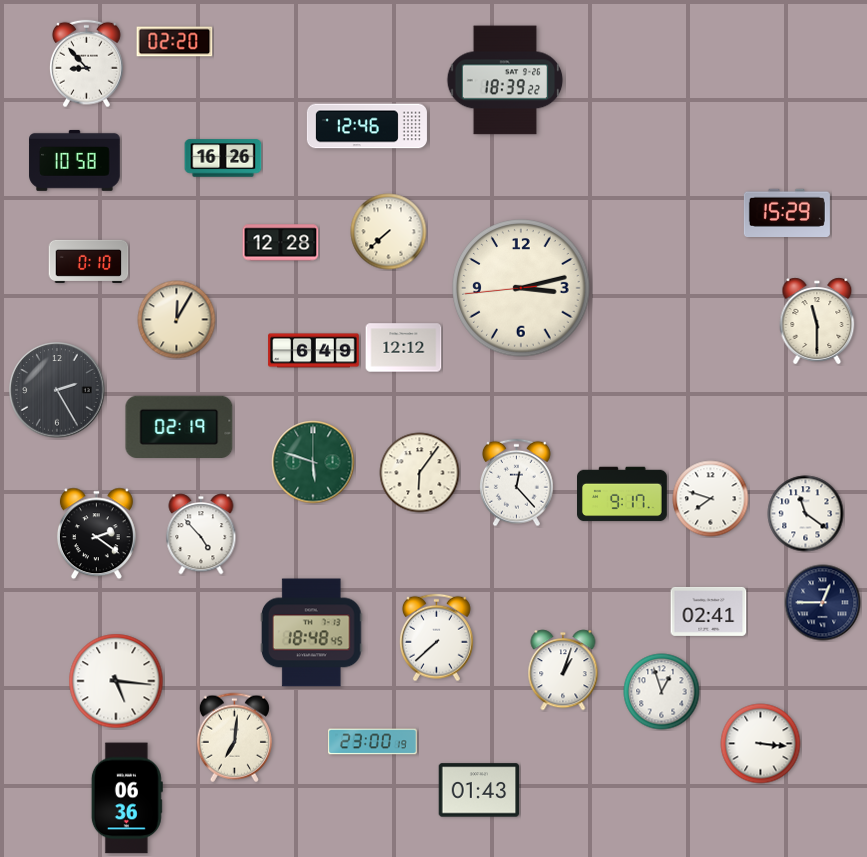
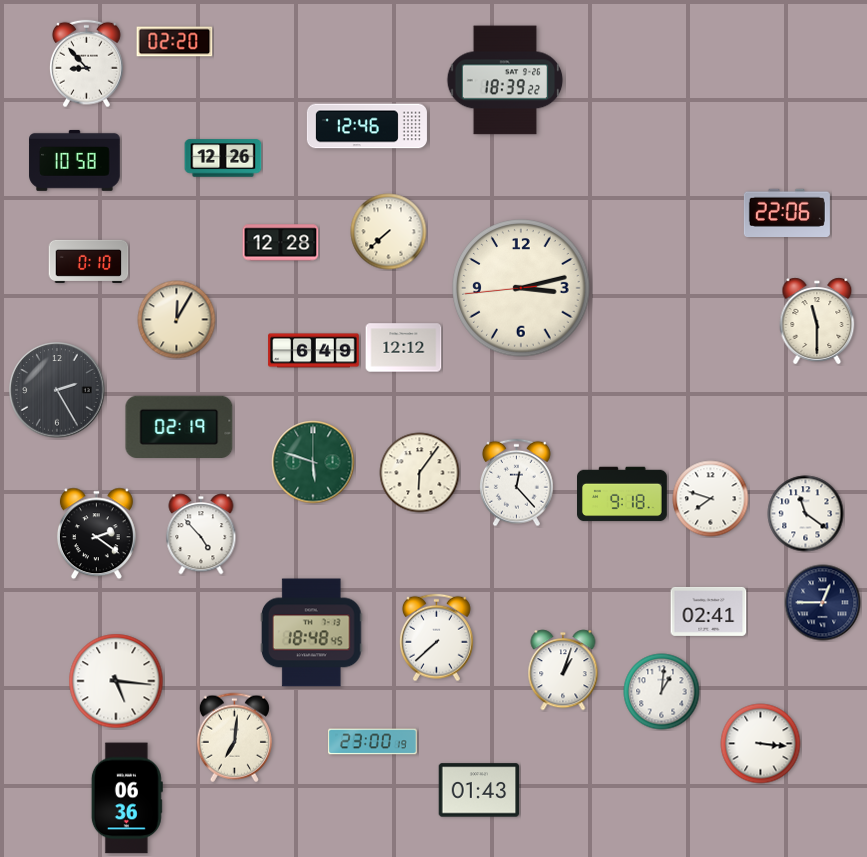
clock at (223, 158): 16:26 -> 12:26
clock at (787, 212): 15:29 -> 22:06
clock at (623, 494): 9:17 -> 9:18
clock at (662, 692): 12:57 -> 1:01
